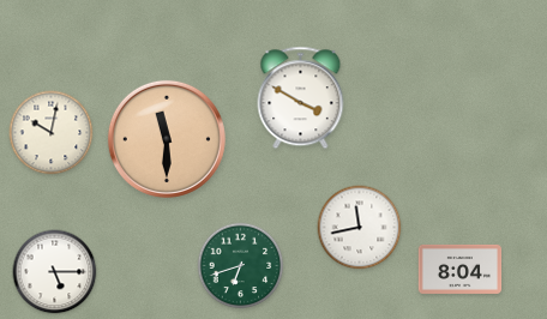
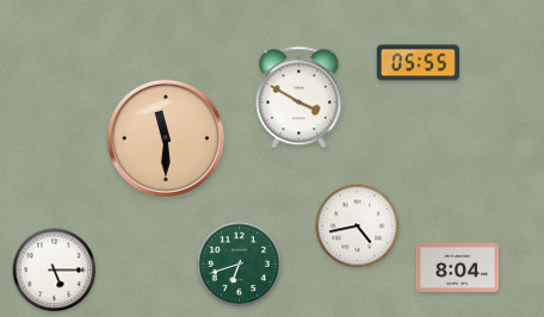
clock at (419, 63): none -> 05:55
clock at (52, 133): 10:02 -> none
clock at (360, 228): 11:43 -> 4:43
